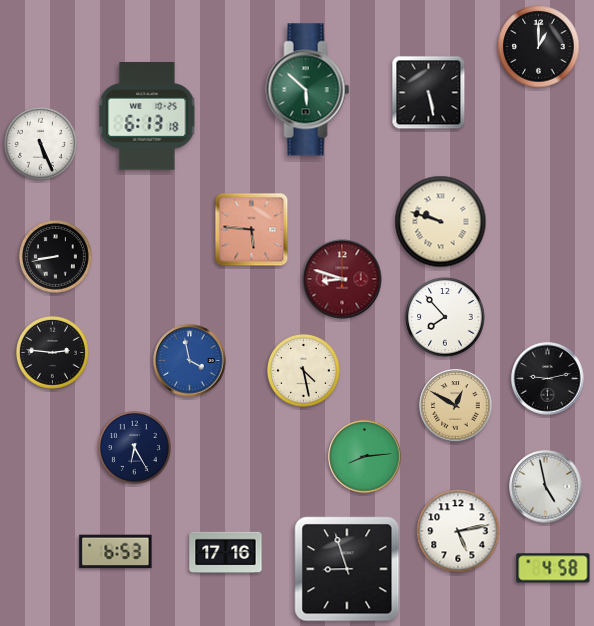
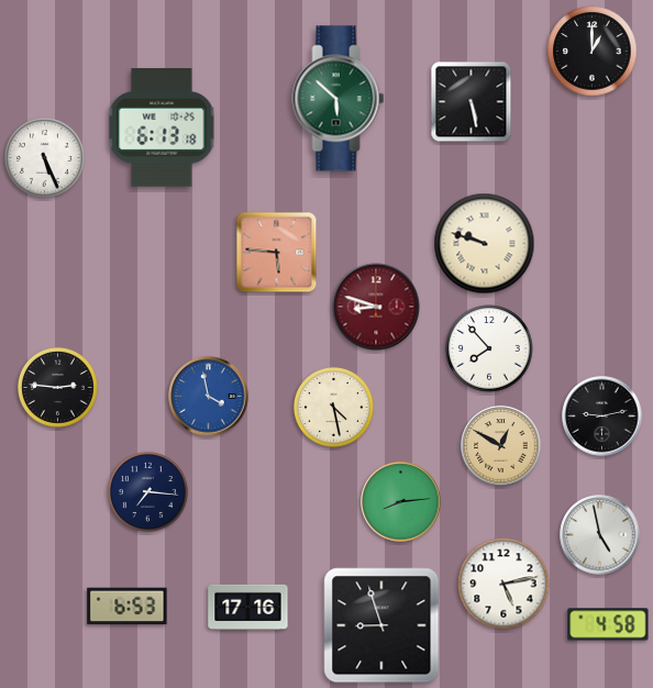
clock at (55, 256): 8:43 -> none
clock at (134, 447): 6:25 -> 7:16
